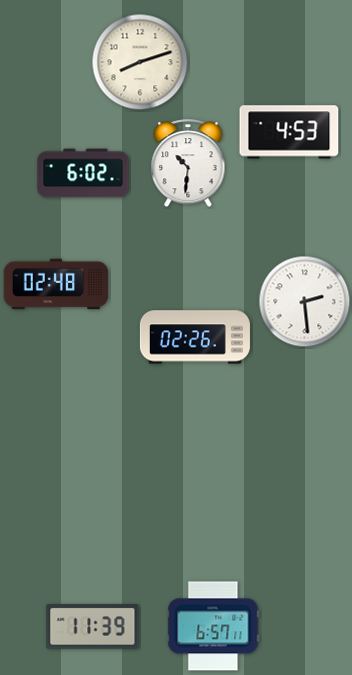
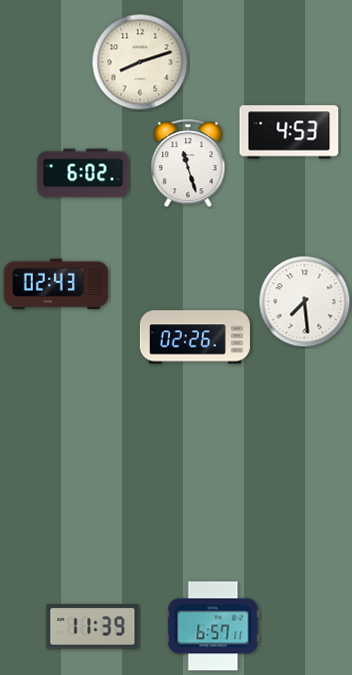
clock at (188, 164): 10:31 -> 11:27
clock at (56, 284): 02:48 -> 02:43
clock at (305, 302): 2:29 -> 7:29
